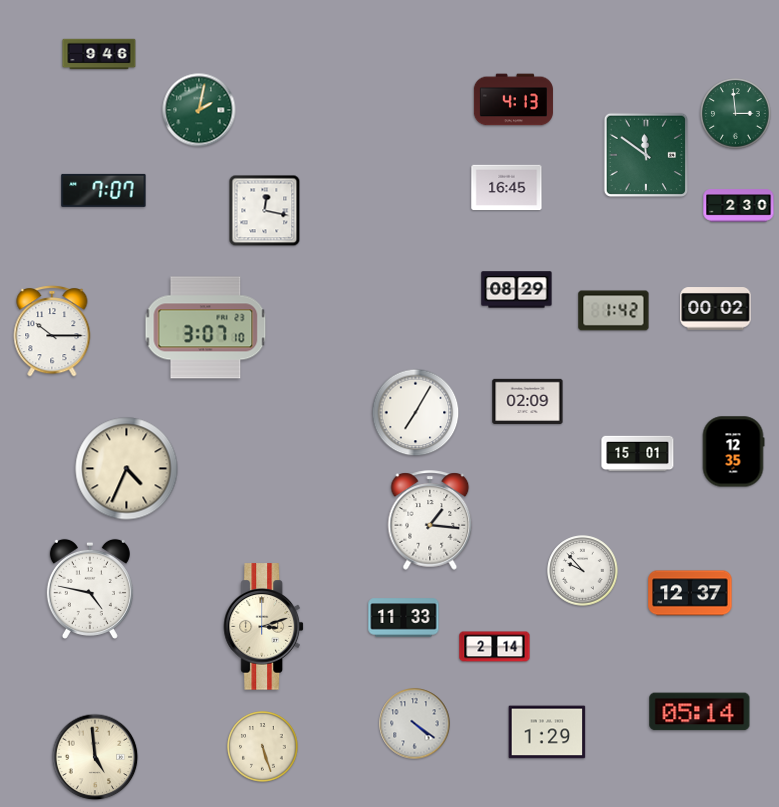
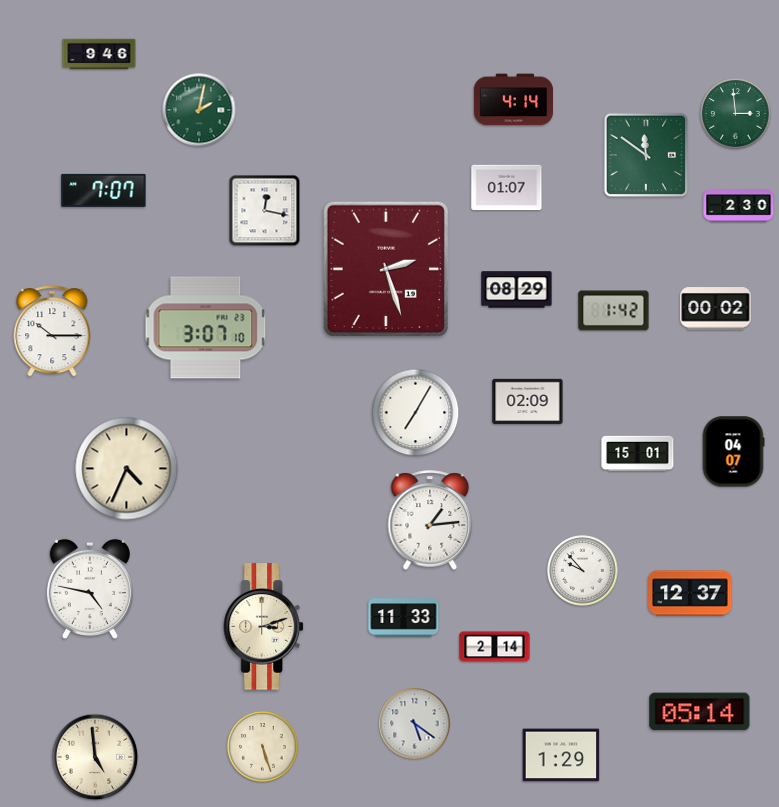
clock at (513, 100): 4:13 -> 4:14
clock at (507, 188): 16:45 -> 01:07
clock at (385, 268): none -> 2:27
clock at (733, 452): 12:35 -> 04:07
clock at (430, 520): 1:16 -> 1:14
clock at (415, 724): 4:21 -> 5:21
clock at (547, 732) position: (547, 732) -> (561, 755)
